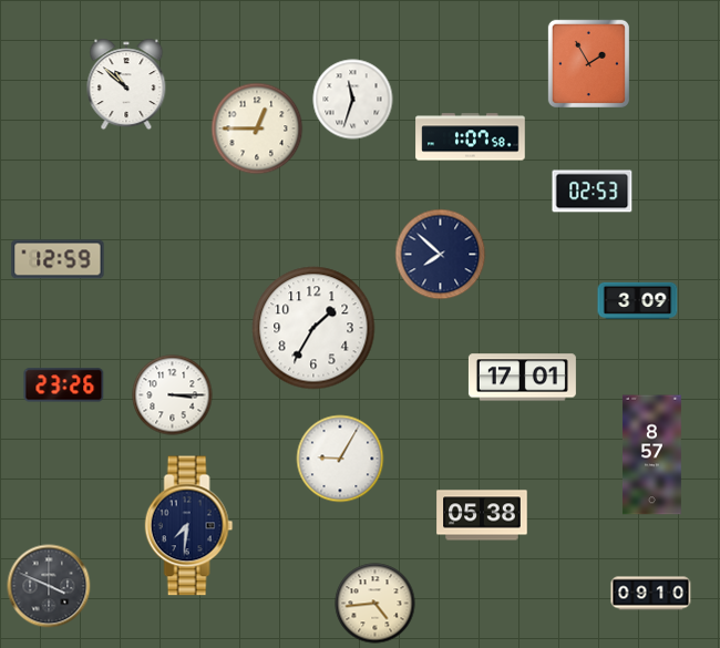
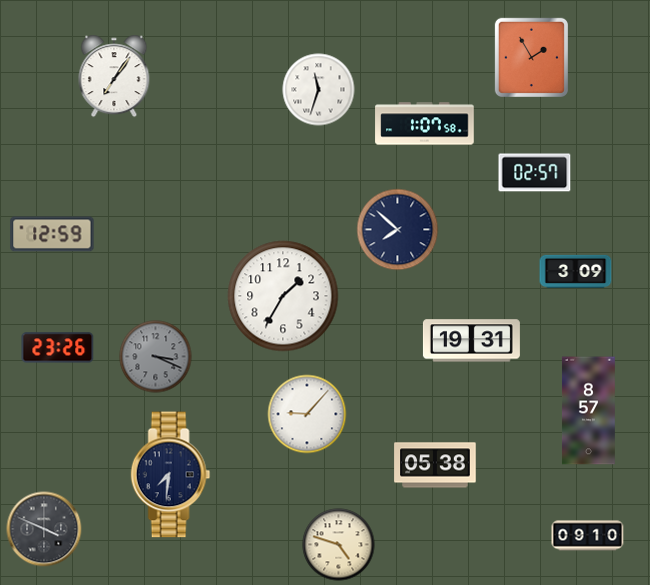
clock at (126, 84): 10:52 -> 7:06
clock at (257, 128): 12:45 -> none
clock at (593, 192): 02:53 -> 02:57
clock at (522, 378): 17:01 -> 19:31
clock at (173, 395): 3:15 -> 3:19
clock at (173, 395) dial: white -> grey
clock at (340, 459): 9:05 -> 9:07
clock at (376, 604): 4:44 -> 4:48
